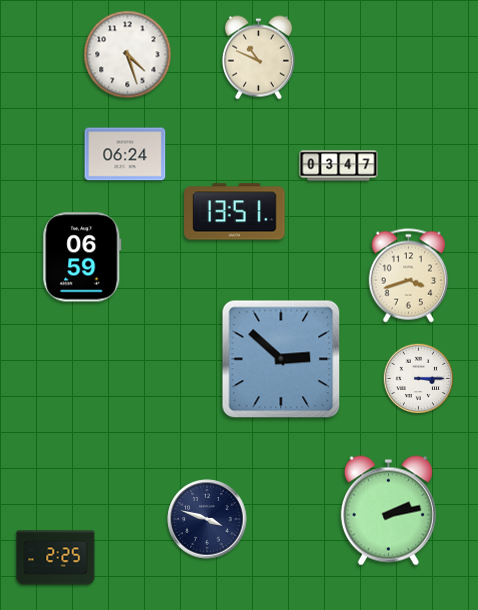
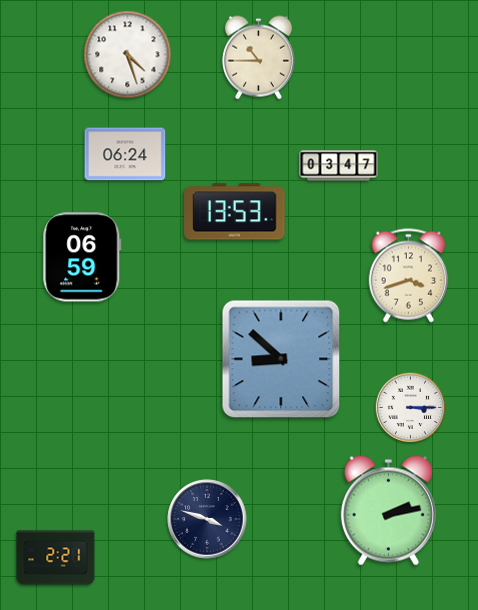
clock at (258, 58): 10:49 -> 10:45
clock at (235, 212): 13:51 -> 13:53
clock at (281, 359): 2:52 -> 8:52
clock at (419, 379) position: (419, 379) -> (411, 408)
clock at (56, 558): 2:25 -> 2:21
